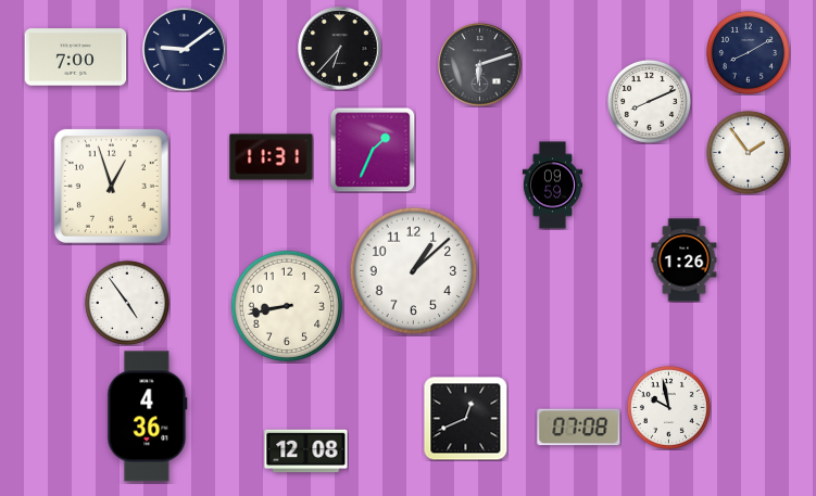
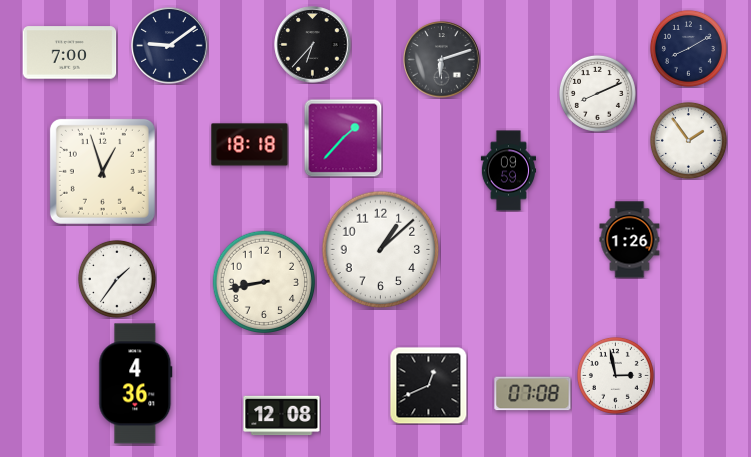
clock at (373, 150): 1:34 -> 1:37
clock at (272, 157): 11:31 -> 18:18
clock at (127, 303): 4:54 -> 1:36
clock at (668, 407): 9:58 -> 2:58
